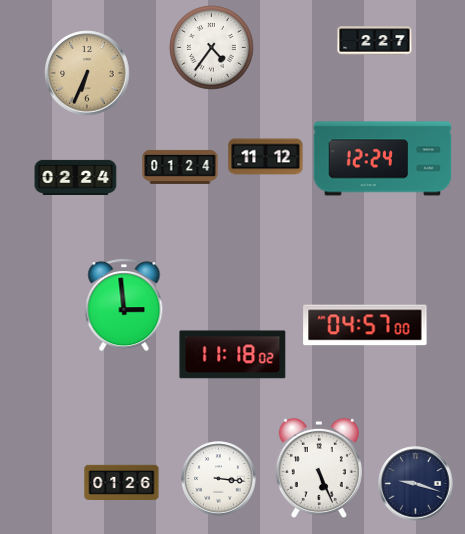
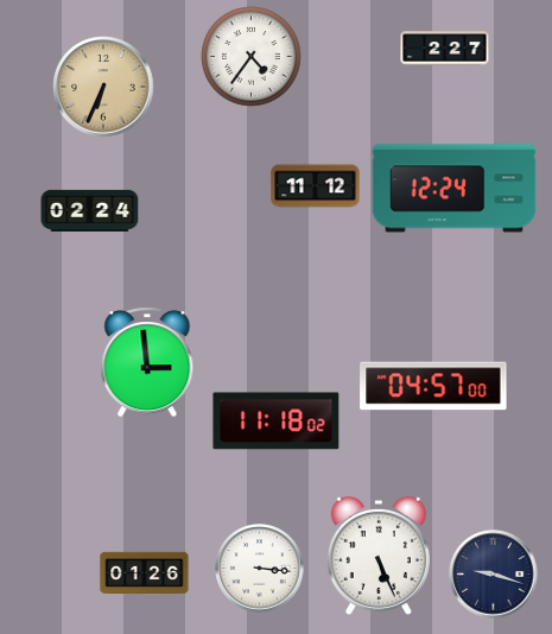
clock at (180, 167): 01:24 -> none
